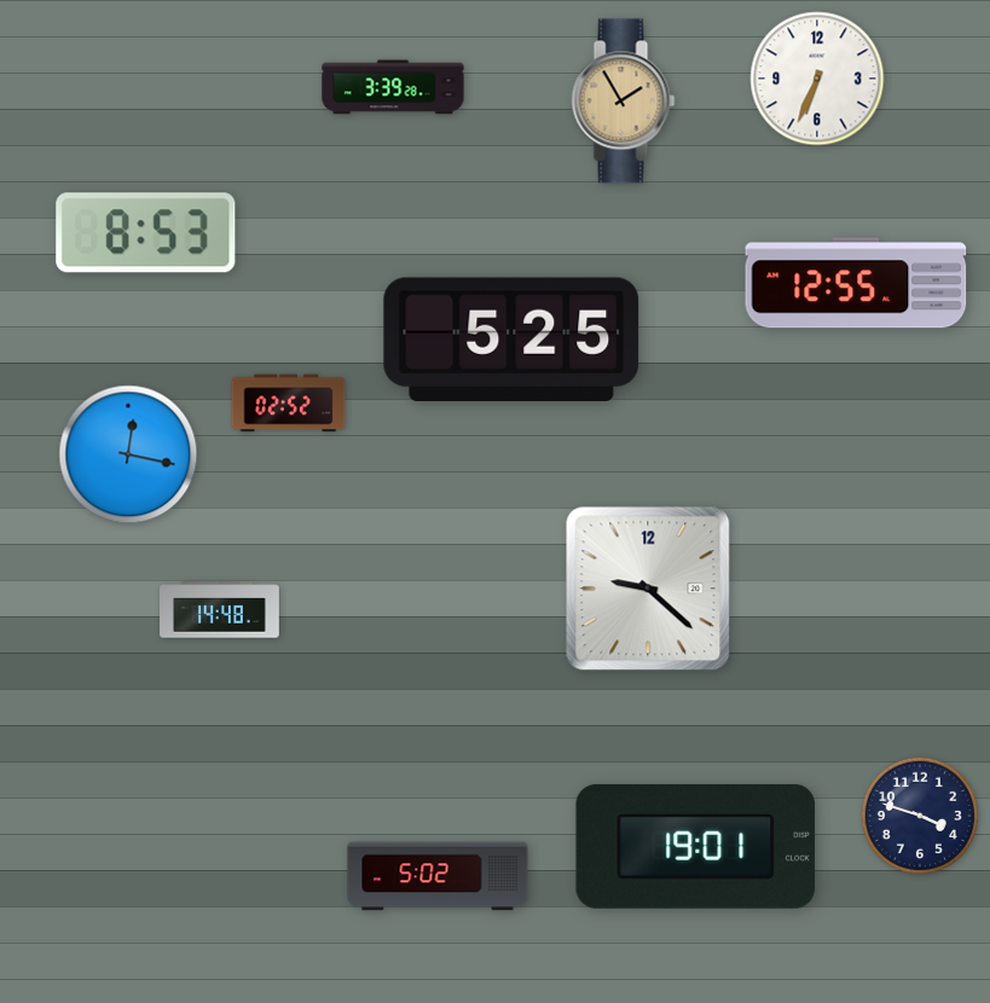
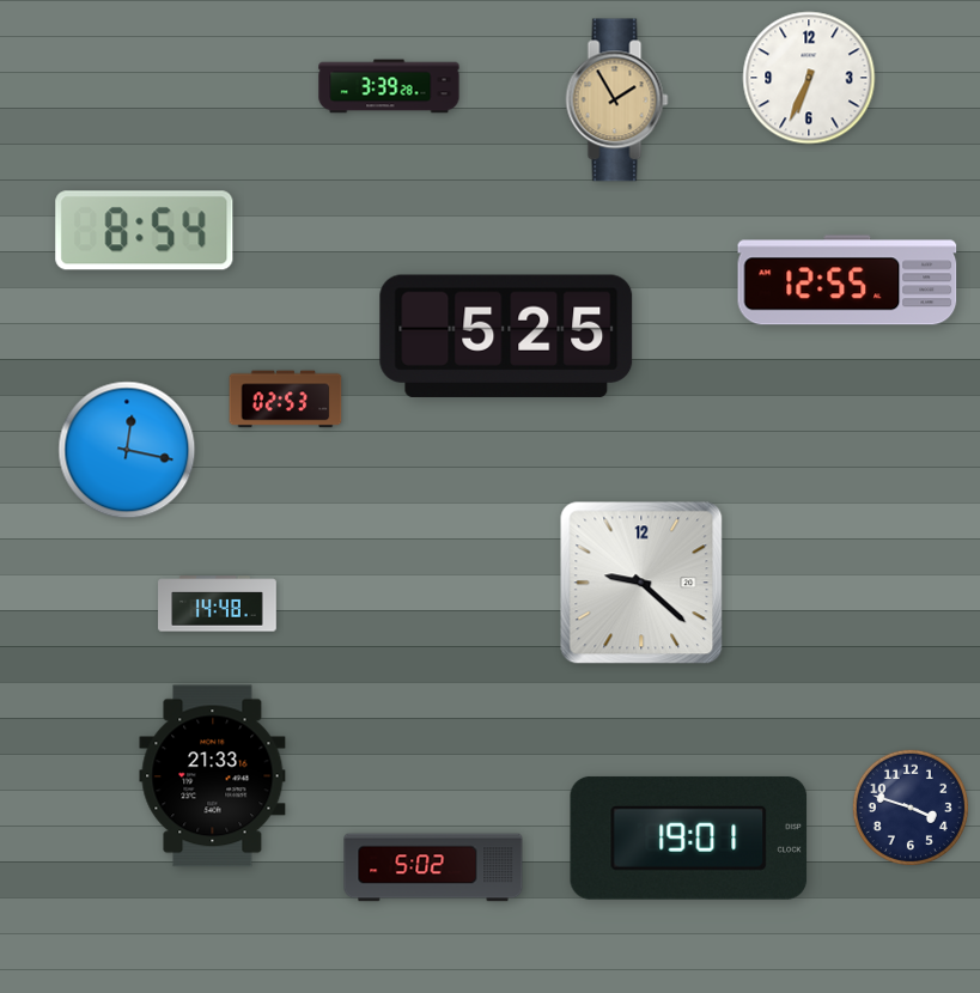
clock at (146, 233): 8:53 -> 8:54
clock at (289, 404): 02:52 -> 02:53
clock at (213, 776): none -> 21:33
